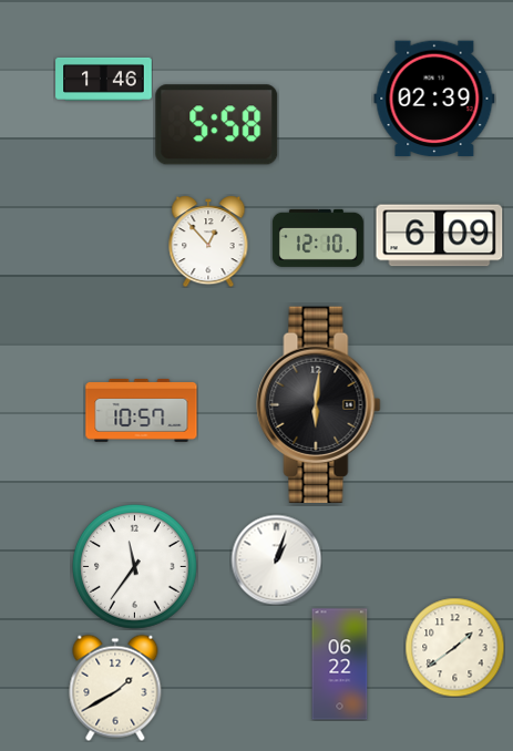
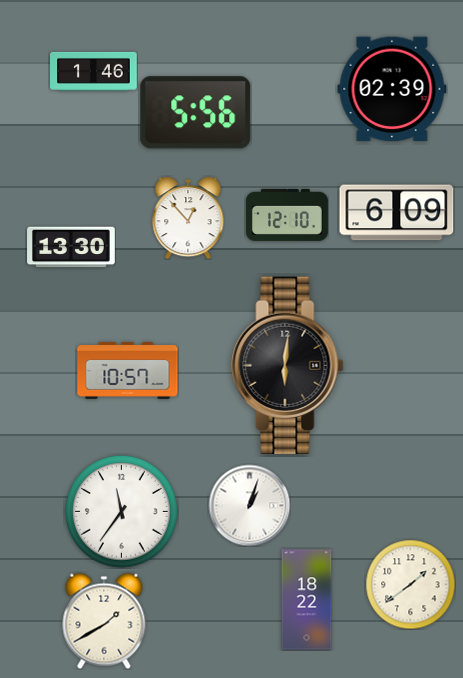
clock at (217, 125): 5:58 -> 5:56
clock at (71, 247): none -> 13:30
clock at (340, 665): 06:22 -> 18:22
